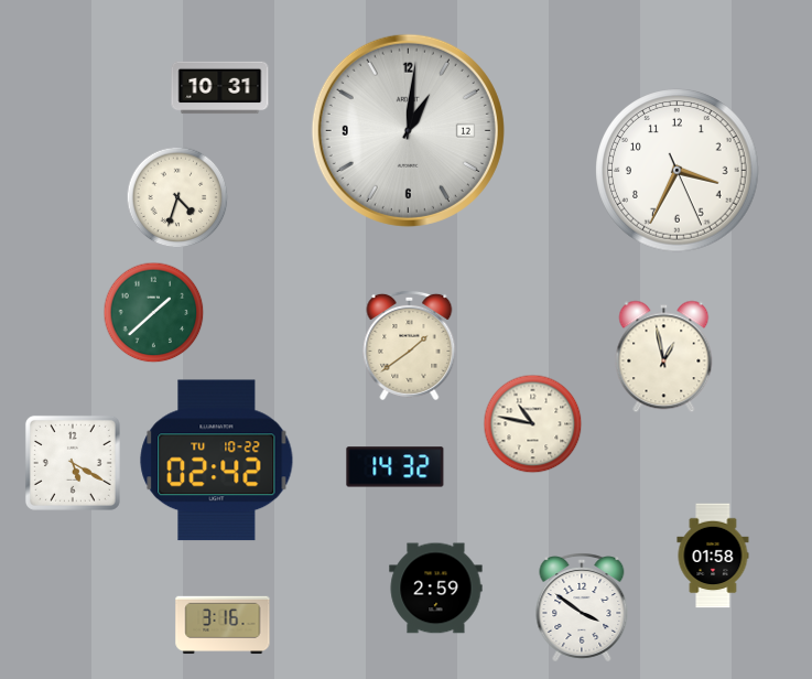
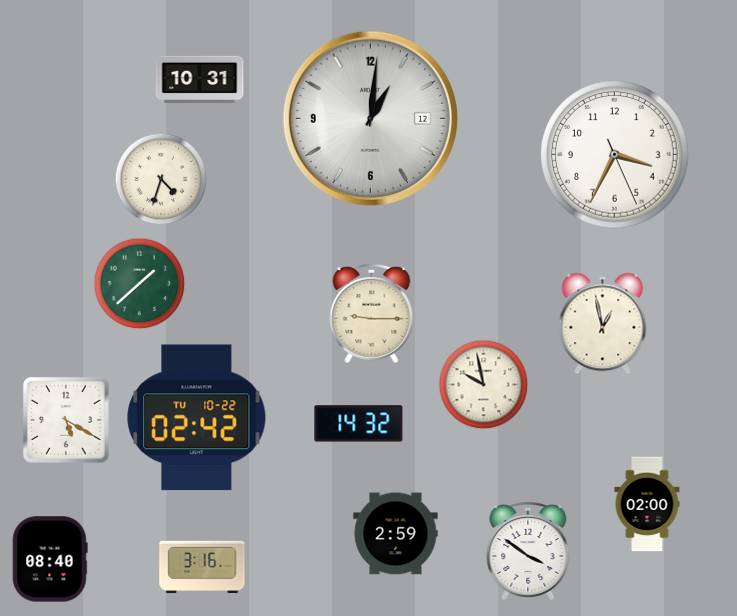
clock at (410, 345): 1:39 -> 9:15
clock at (533, 424): 10:47 -> 9:58
clock at (713, 556): 01:58 -> 02:00
clock at (50, 559): none -> 08:40
